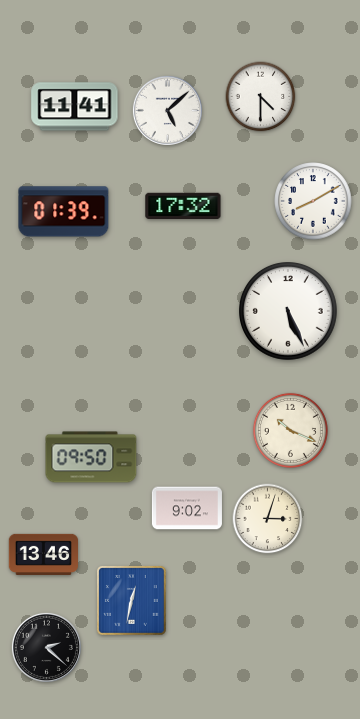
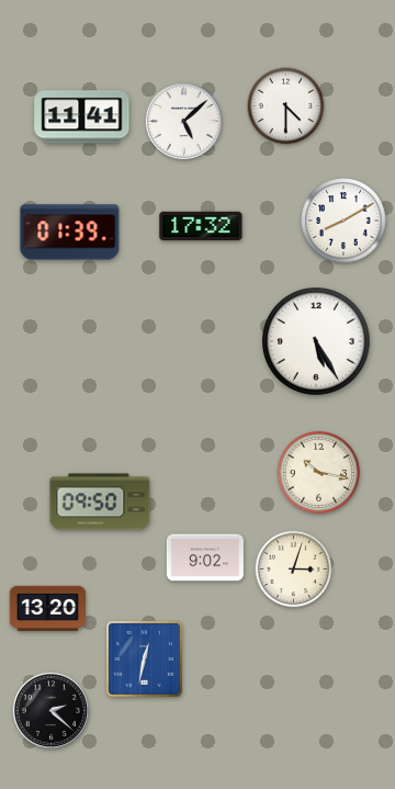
clock at (289, 312): 5:26 -> 5:25
clock at (290, 430): 10:19 -> 10:17
clock at (44, 554): 13:46 -> 13:20
